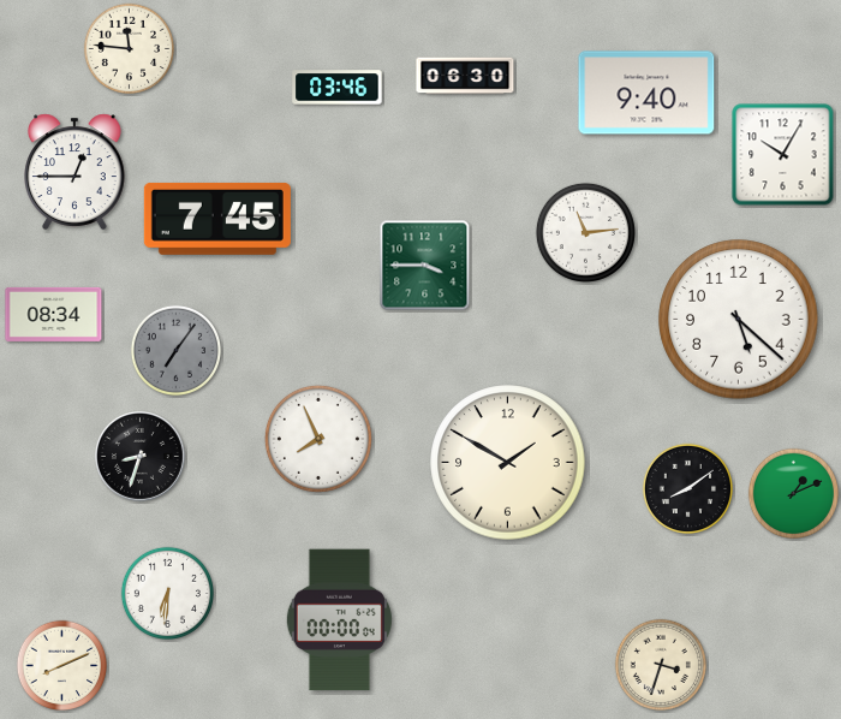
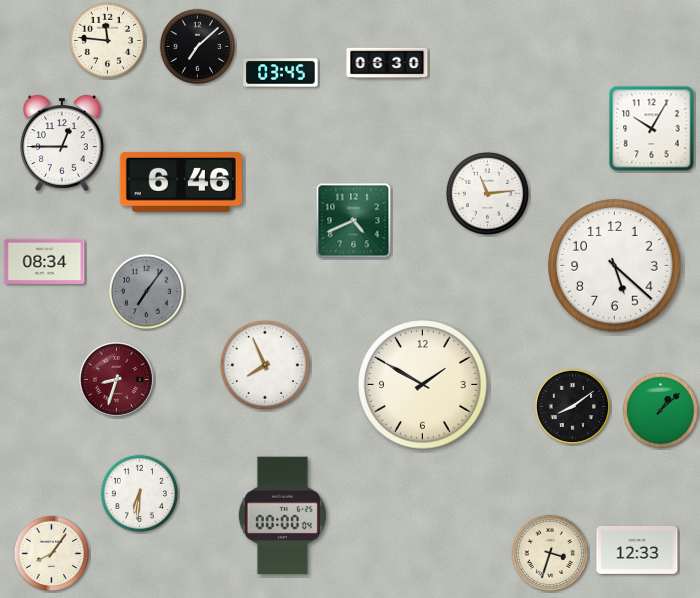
clock at (197, 46): none -> 7:08
clock at (338, 88): 03:46 -> 03:45
clock at (646, 93): 9:40 -> none
clock at (217, 219): 7:45 -> 6:46
clock at (425, 266): 3:45 -> 4:41
clock at (141, 457) dial: black -> burgundy
clock at (793, 493): 1:11 -> 1:08
clock at (637, 551): none -> 12:33
clock at (61, 665): 8:11 -> 8:06
